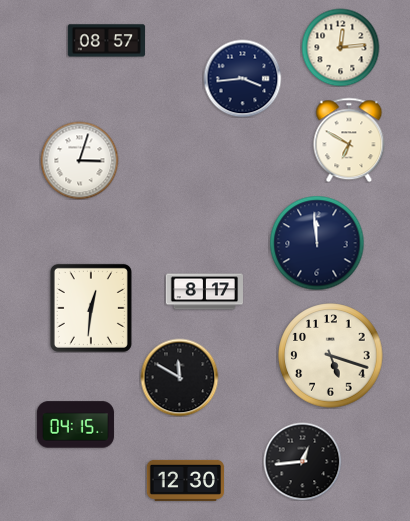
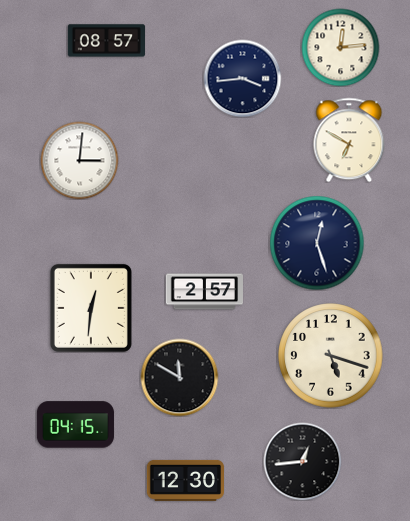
clock at (79, 160): 3:03 -> 3:01
clock at (317, 243): 11:59 -> 12:27
clock at (204, 292): 8:17 -> 2:57
